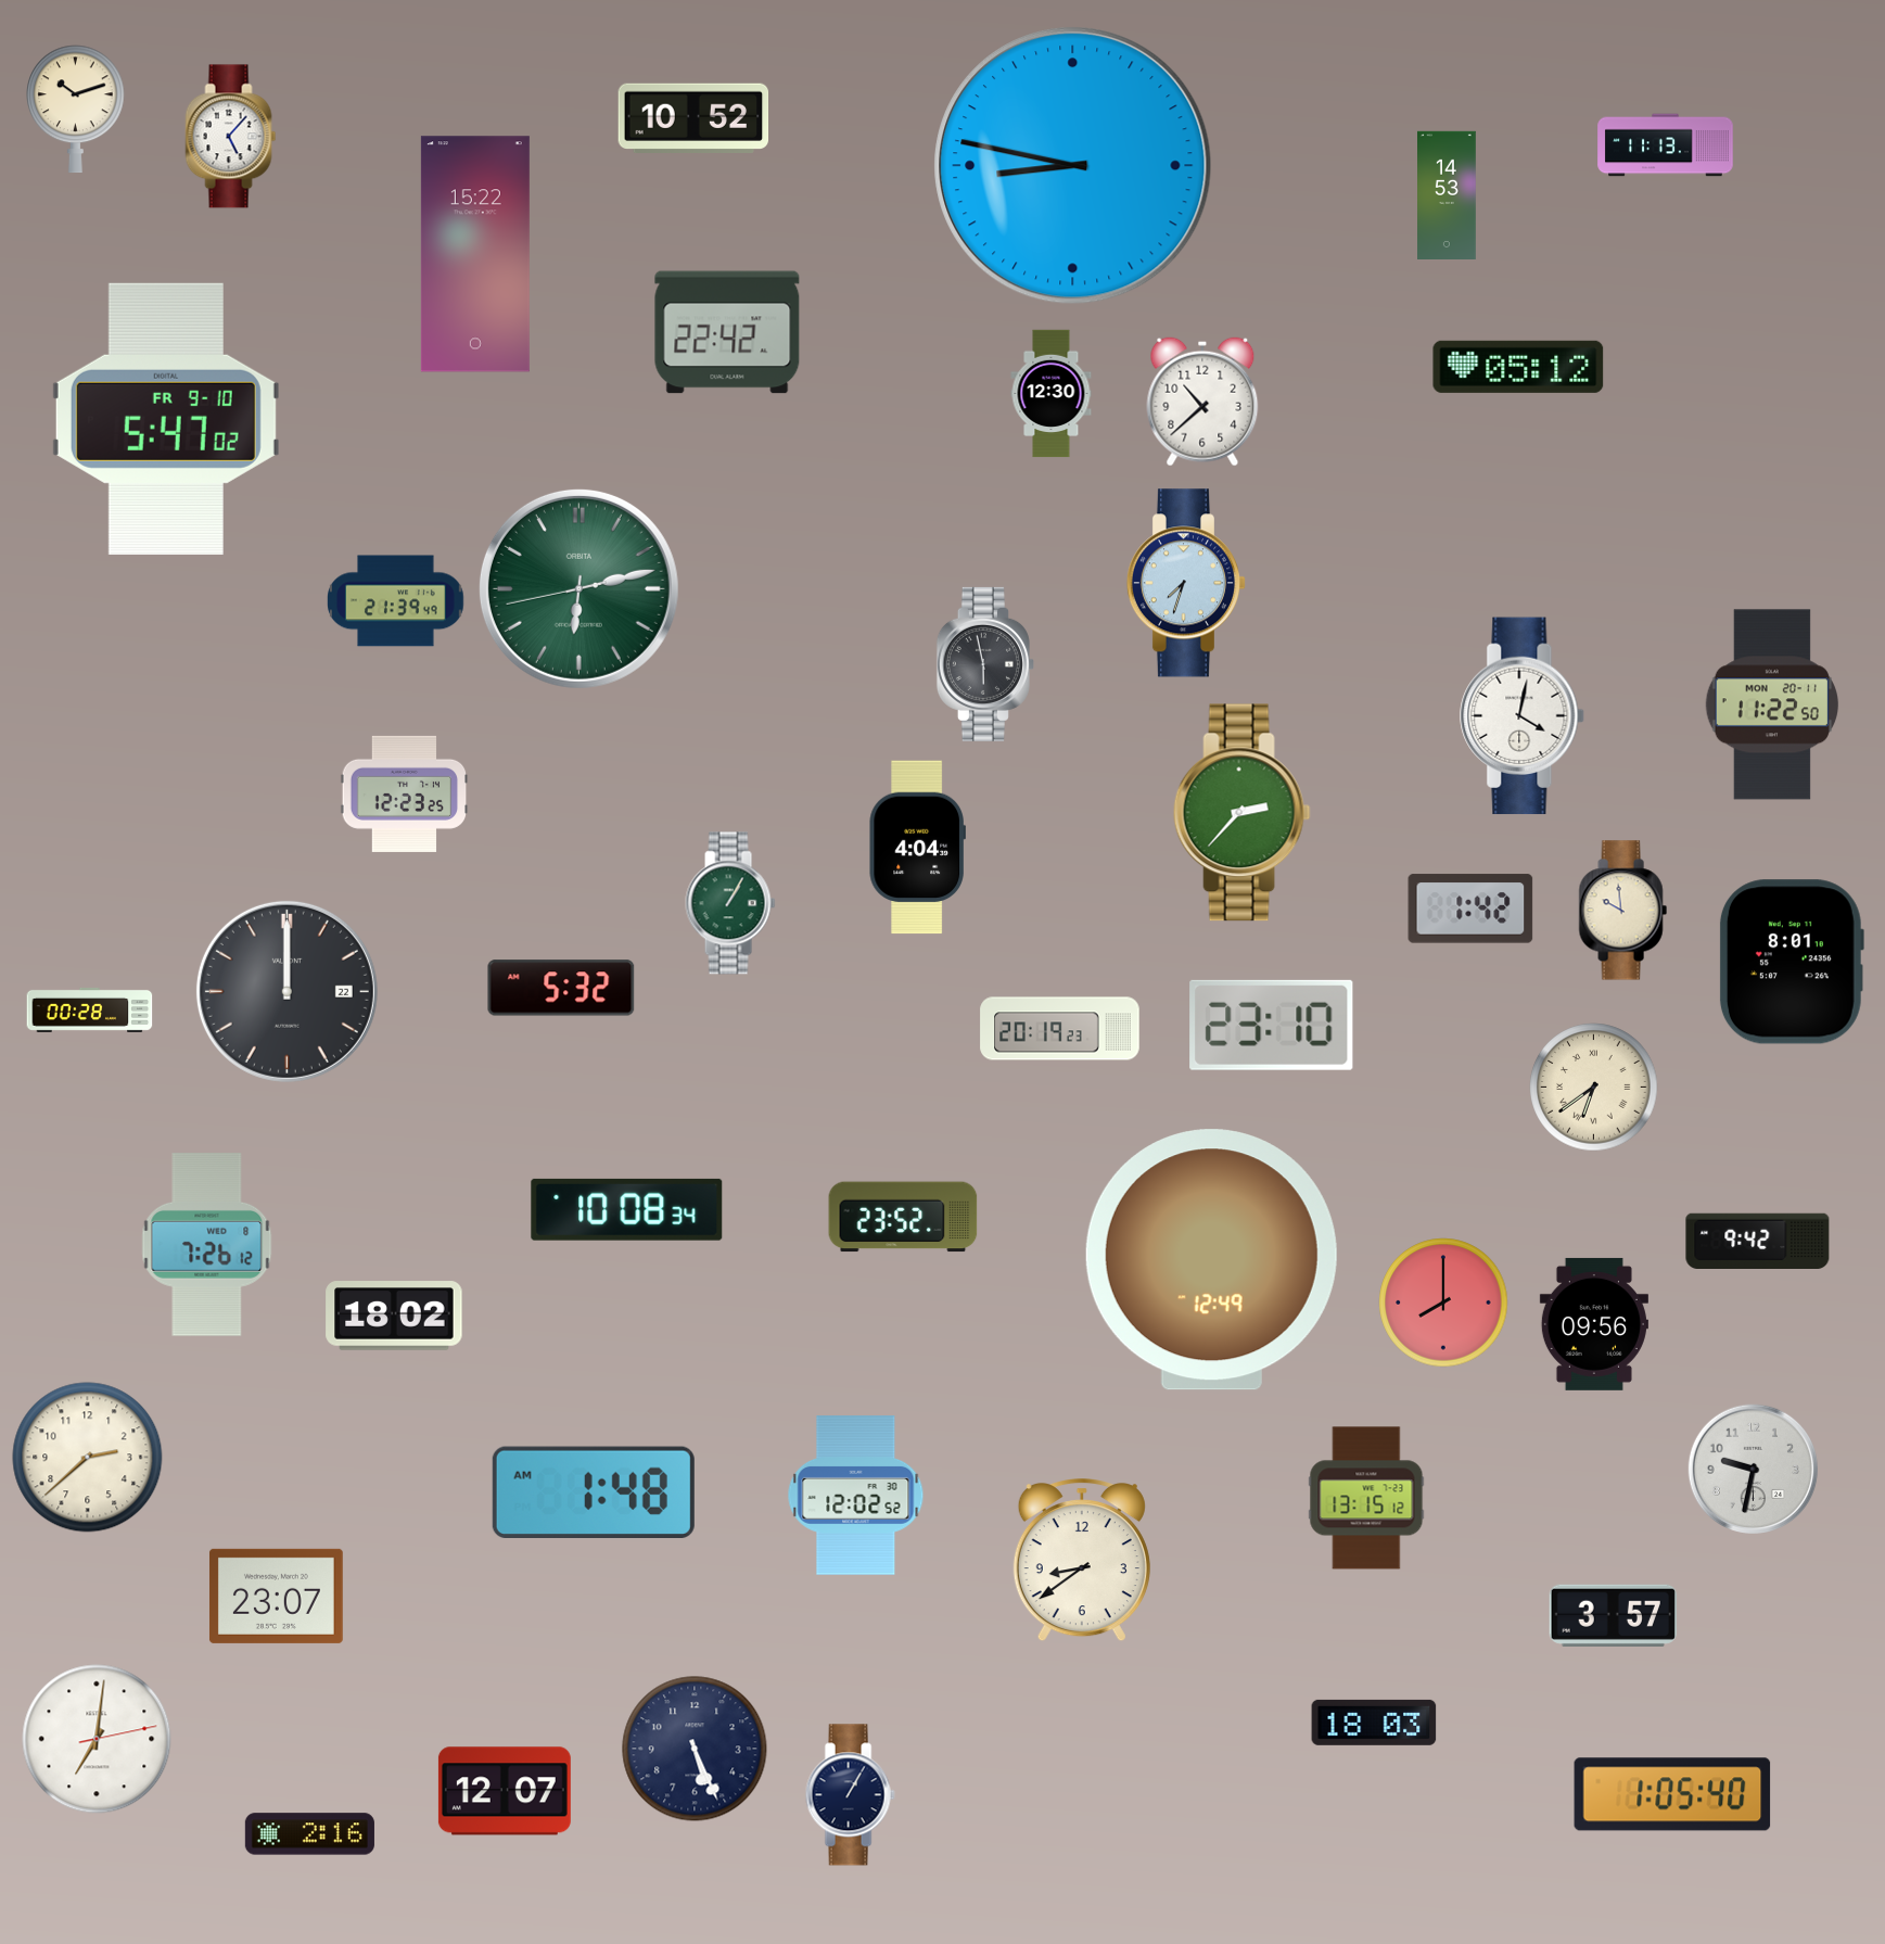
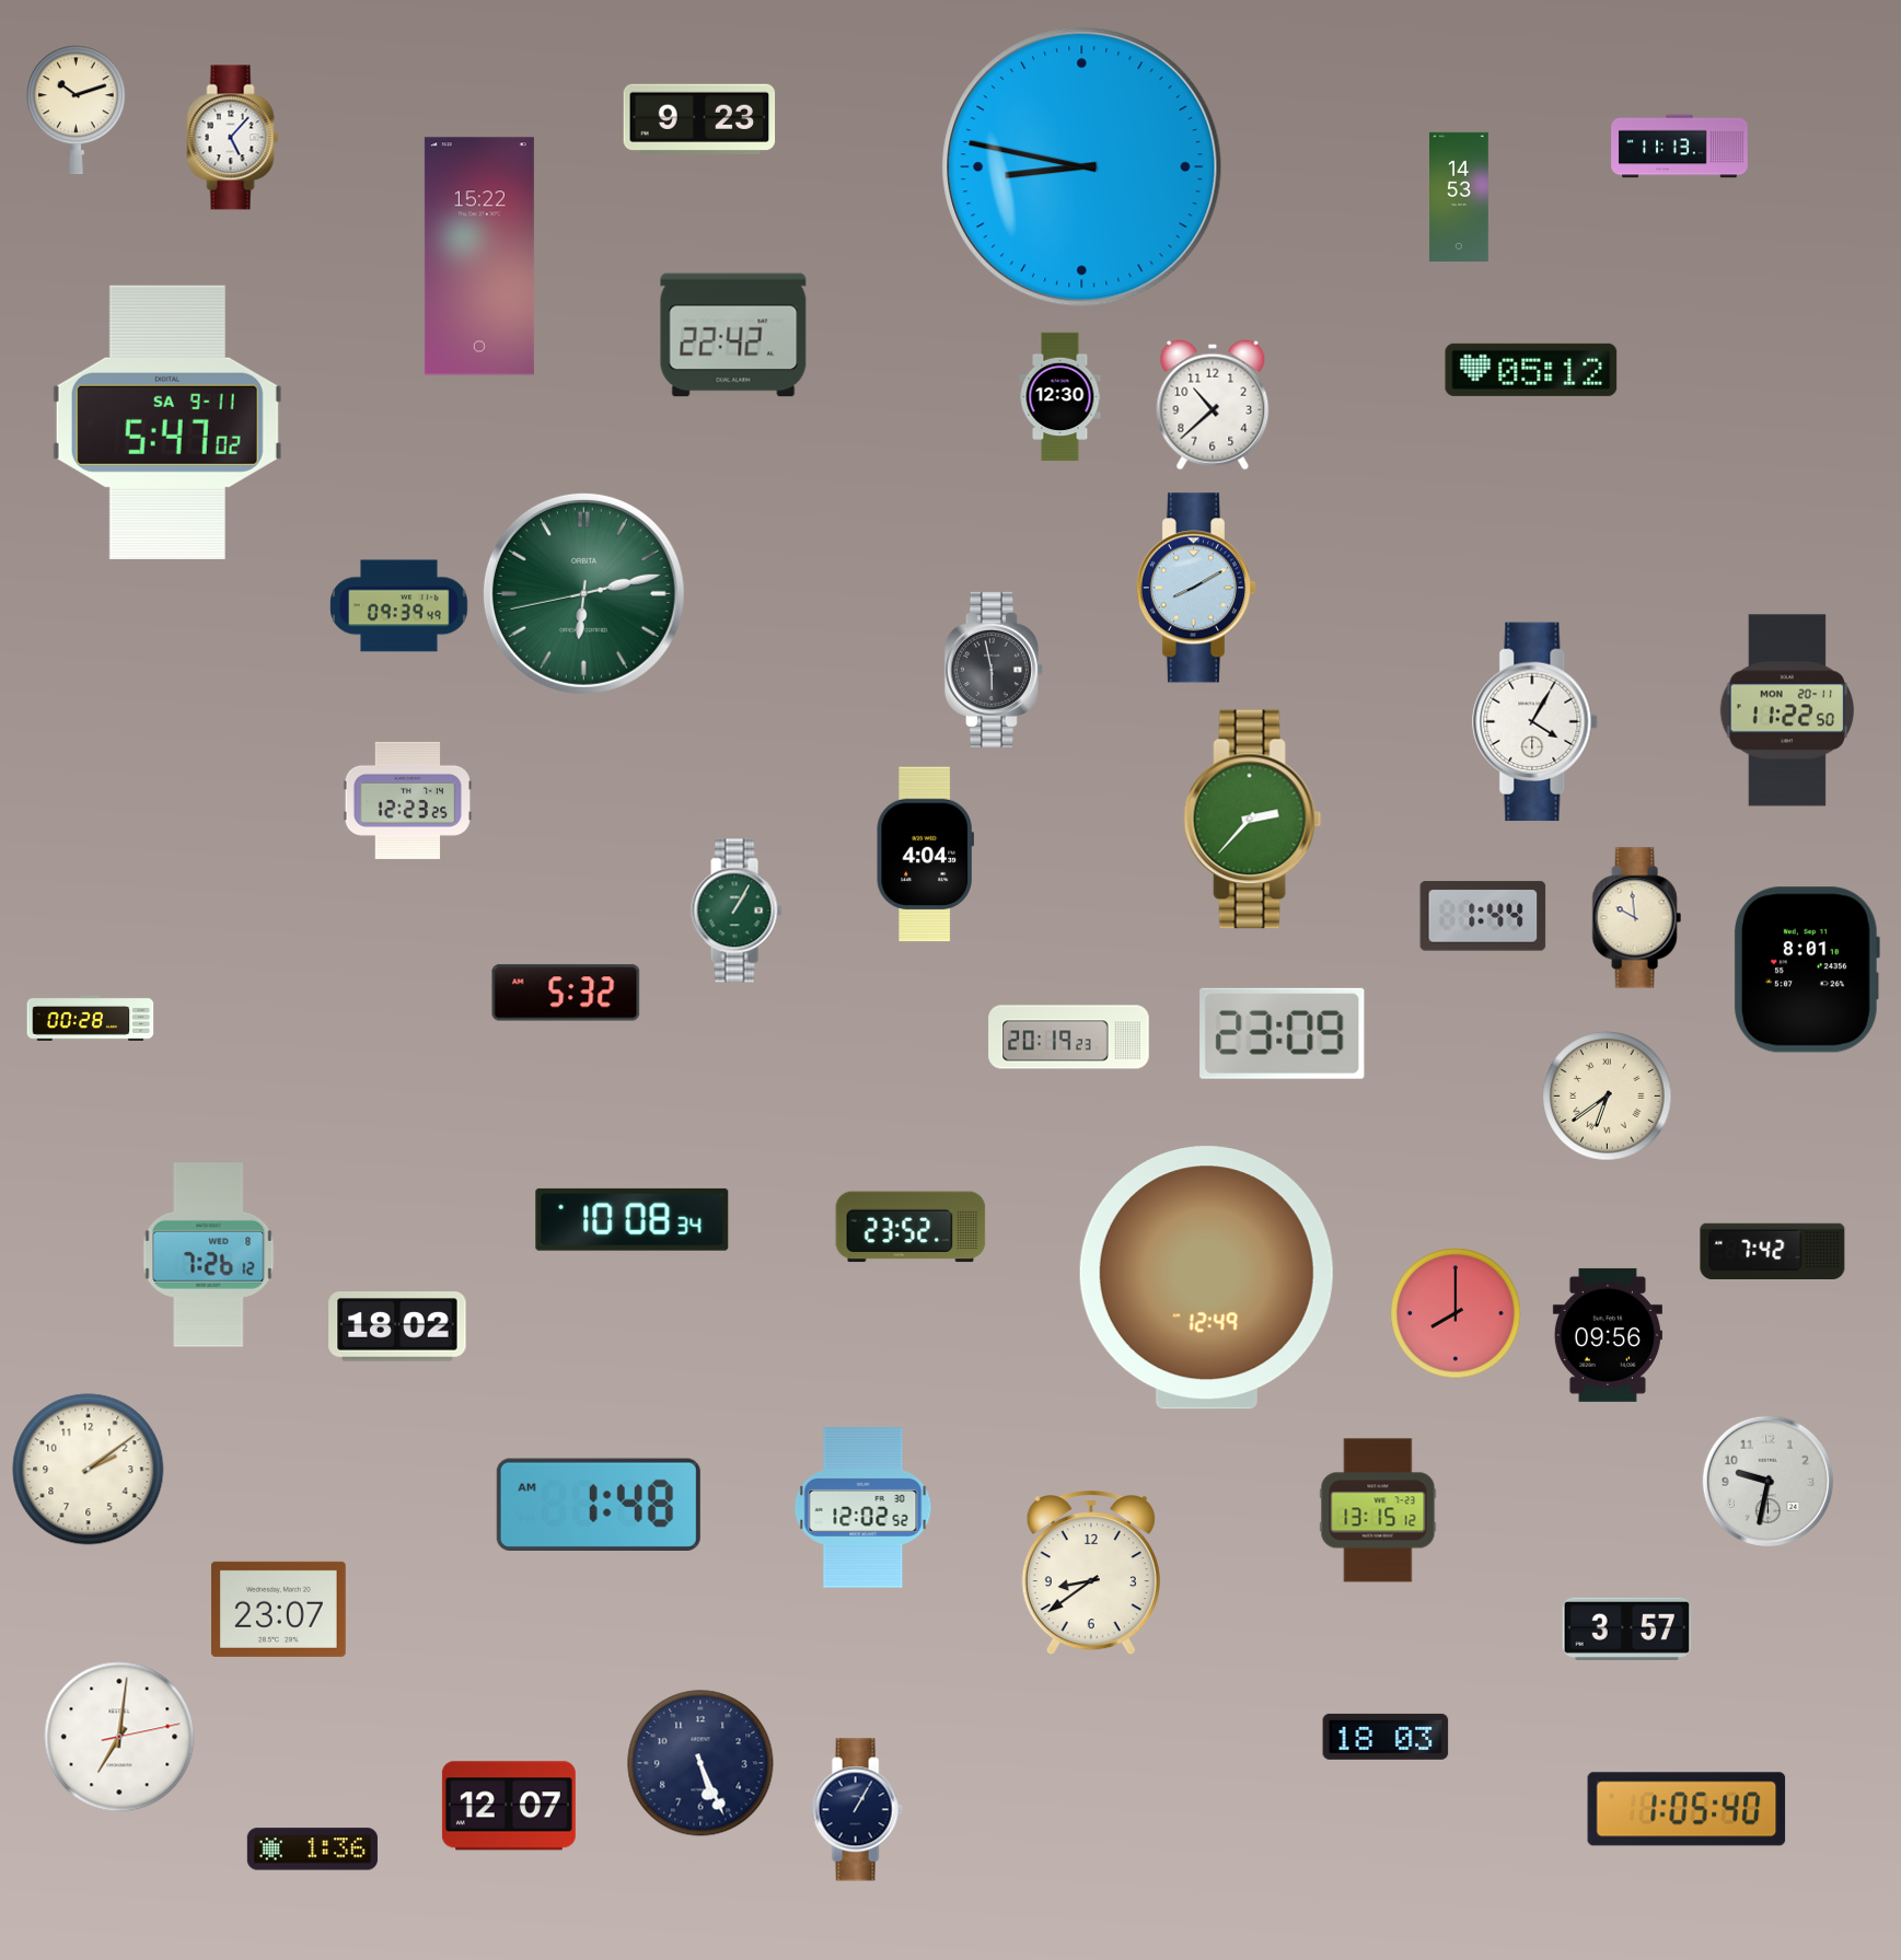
clock at (693, 117): 10:52 -> 9:23
clock at (166, 419) date: FR 9-10 -> SA 9-11
clock at (1186, 583): 7:33 -> 8:10
clock at (396, 601): 21:39 -> 09:39
clock at (1523, 716): 4:02 -> 4:05
clock at (1470, 909): 1:42 -> 1:44
clock at (561, 988) position: (561, 988) -> (566, 993)
clock at (286, 991): 12:00 -> none
clock at (1272, 1025): 23:10 -> 23:09
clock at (1758, 1241): 9:42 -> 7:42
clock at (1211, 1260) position: (1211, 1260) -> (1206, 1278)
clock at (88, 1458): 2:38 -> 2:09
clock at (97, 1739) position: (97, 1739) -> (119, 1737)
clock at (309, 1834): 2:16 -> 1:36
